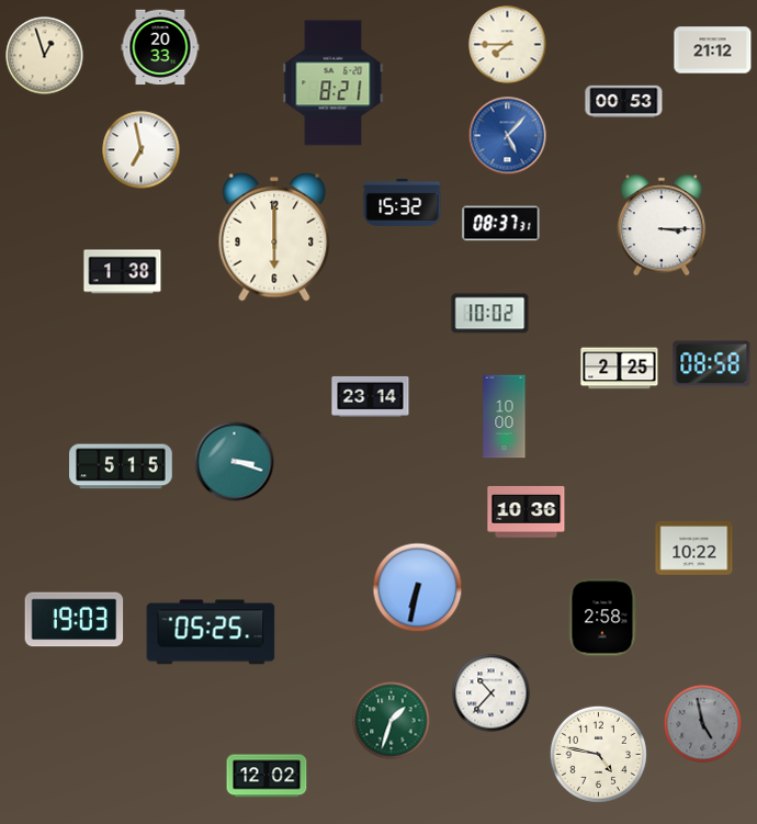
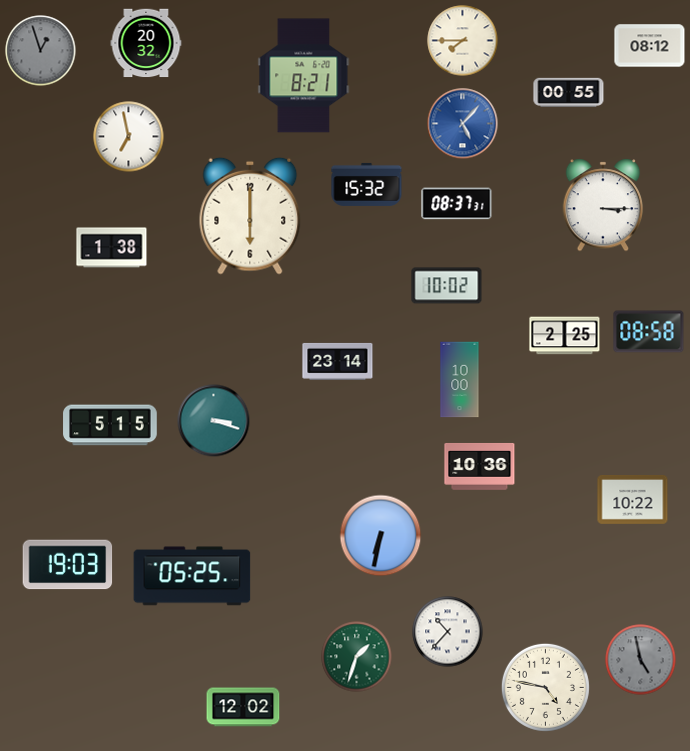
clock at (160, 47): 20:33 -> 20:32
clock at (713, 50): 21:12 -> 08:12
clock at (45, 56) dial: cream -> grey
clock at (624, 101): 00:53 -> 00:55
clock at (603, 618): 2:58 -> none
